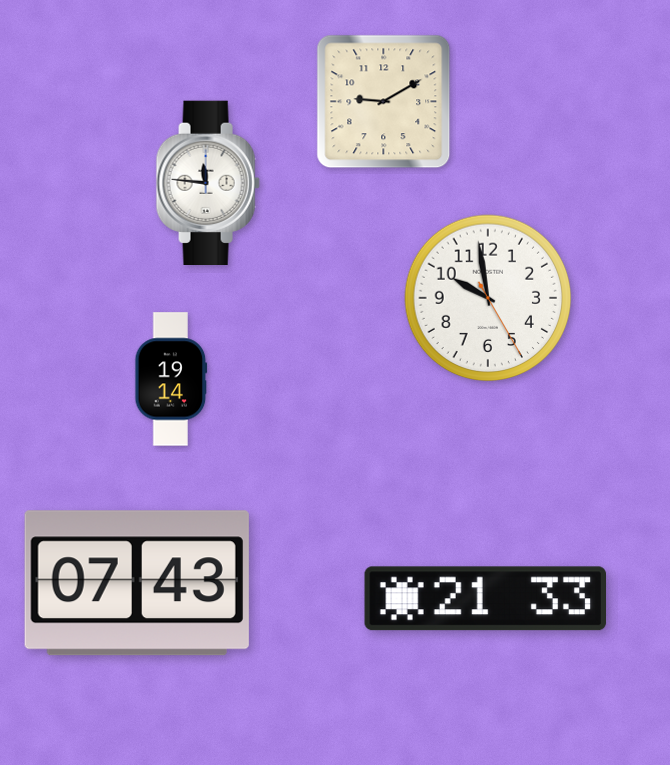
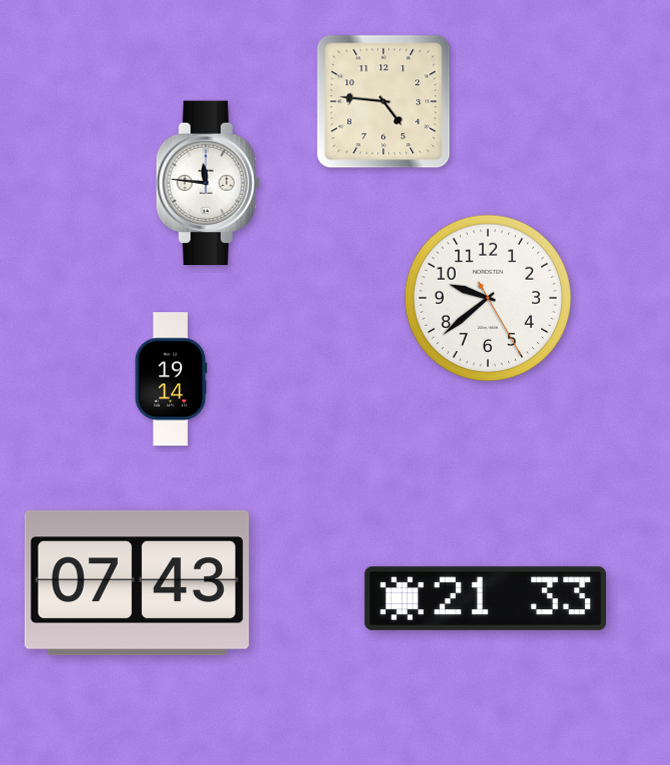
clock at (384, 102): 9:10 -> 4:46
clock at (488, 298): 9:58 -> 9:38
